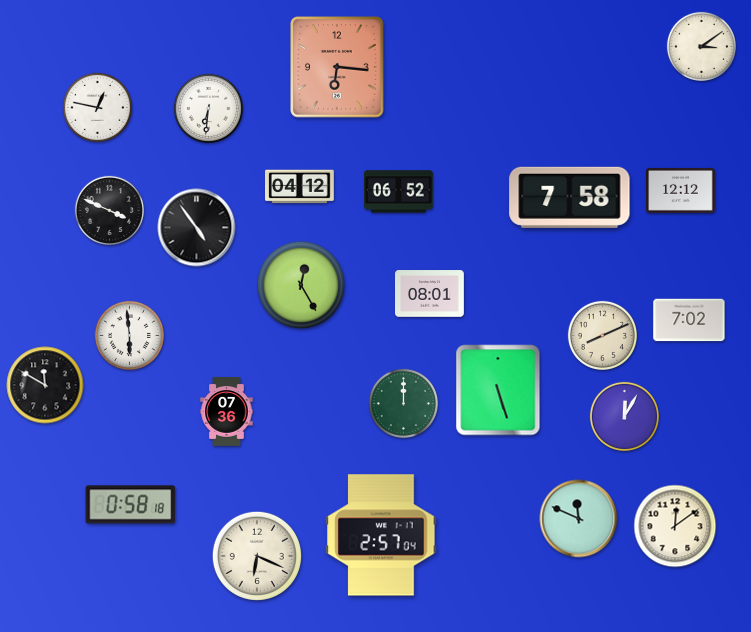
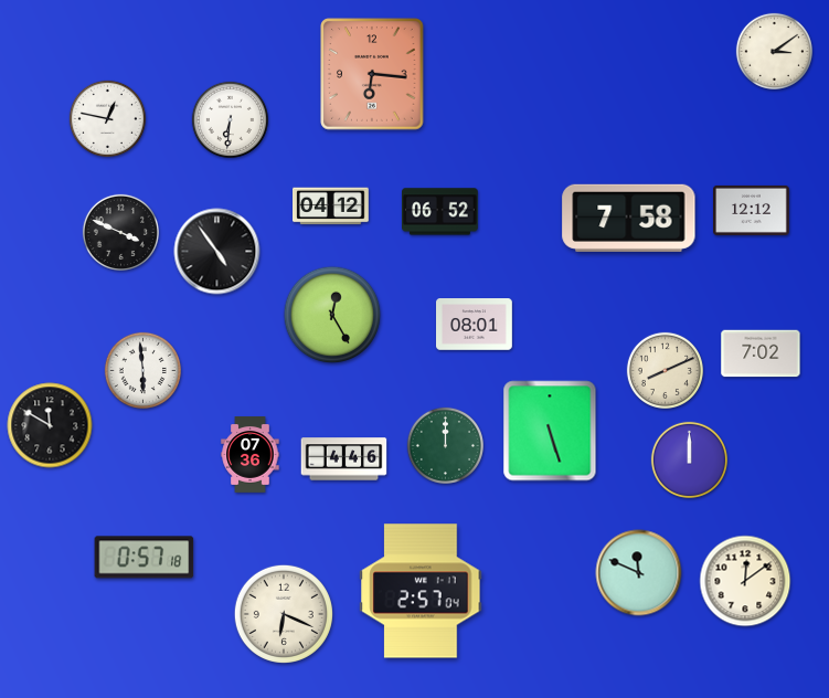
clock at (344, 459): none -> 4:46
clock at (624, 416): 12:05 -> 12:00
clock at (131, 505): 0:58 -> 0:57
